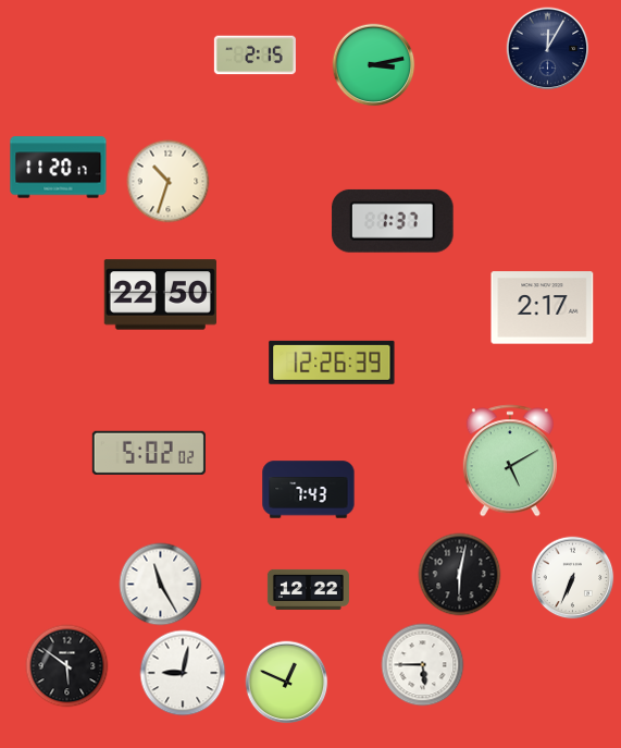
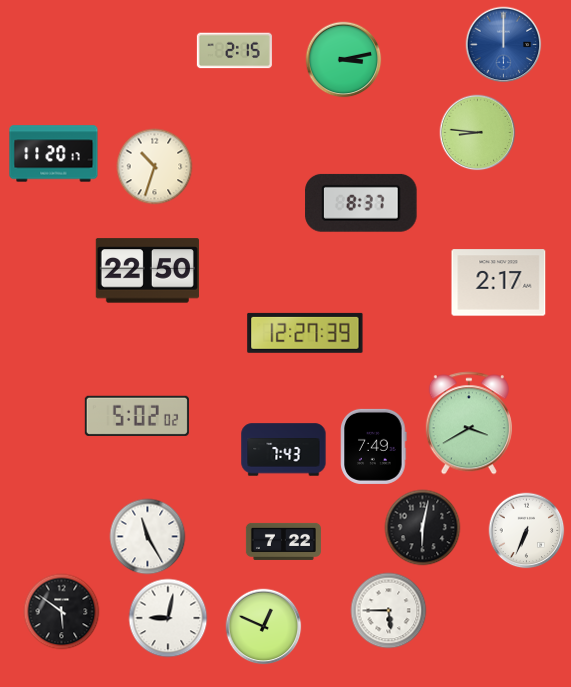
clock at (548, 49): 12:05 -> 12:00
clock at (548, 49) dial: navy -> blue
clock at (478, 133): none -> 8:46
clock at (393, 221): 1:37 -> 8:37
clock at (332, 363): 12:26 -> 12:27
clock at (510, 461): 5:10 -> 3:40
clock at (374, 446): none -> 7:49
clock at (308, 589): 12:22 -> 7:22
